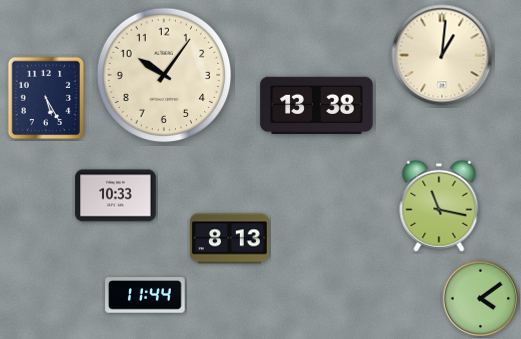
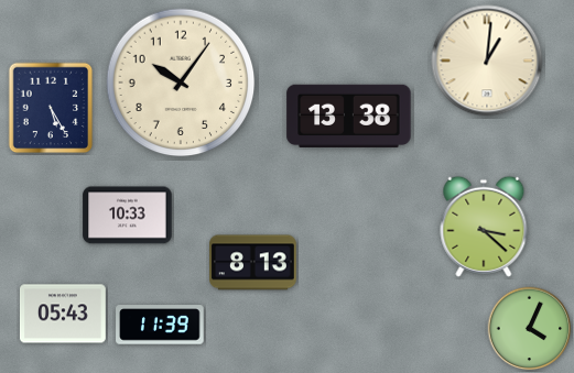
clock at (439, 206): 11:17 -> 3:22
clock at (64, 314): none -> 05:43
clock at (145, 295): 11:44 -> 11:39
clock at (481, 299): 4:09 -> 4:04
